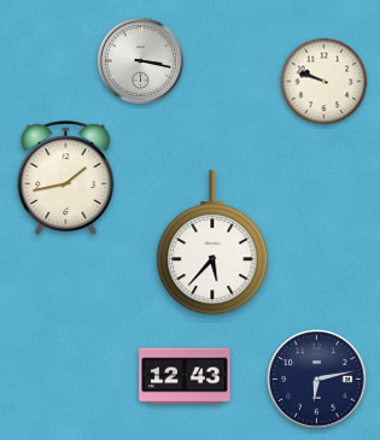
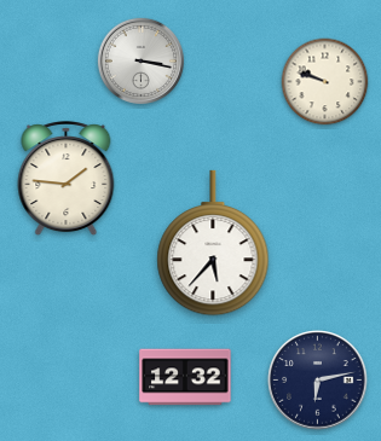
clock at (66, 178): 1:43 -> 1:46
clock at (185, 376): 12:43 -> 12:32
